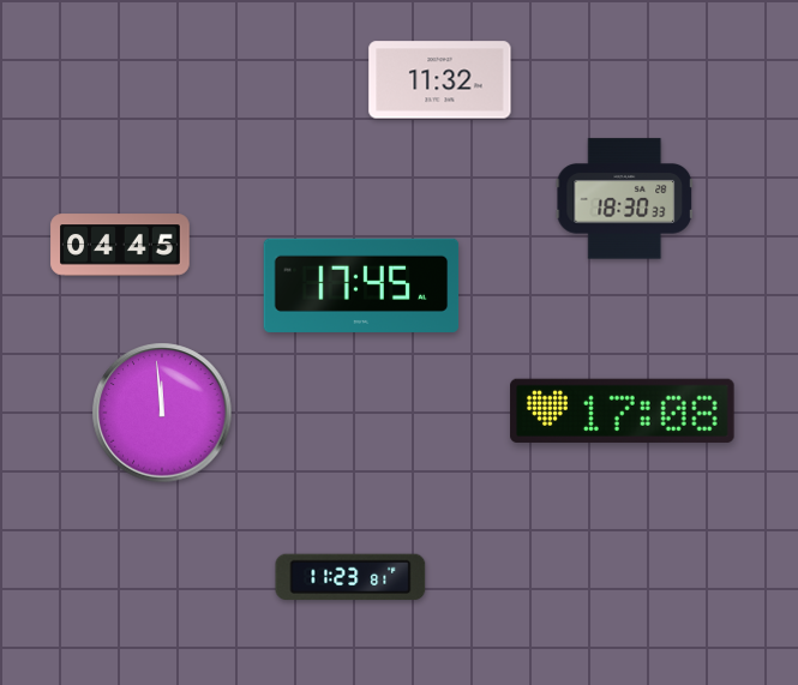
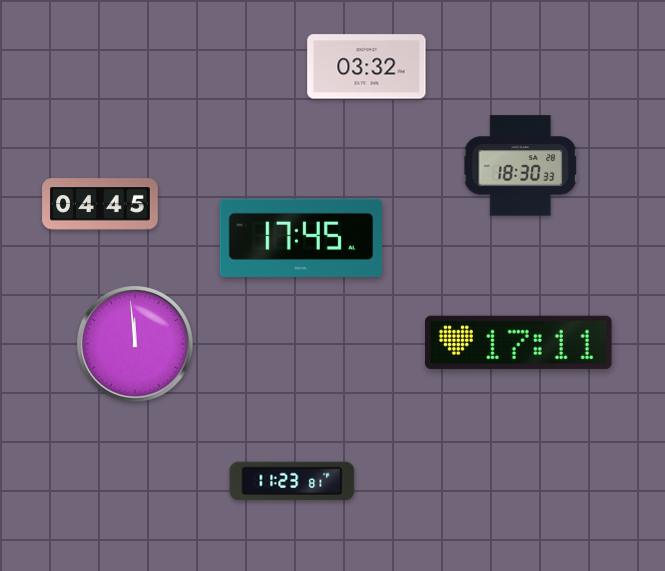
clock at (440, 80): 11:32 -> 03:32
clock at (623, 410): 17:08 -> 17:11
